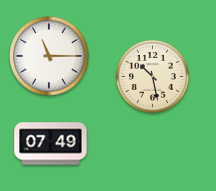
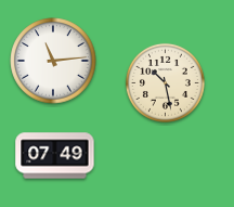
clock at (49, 56): 11:15 -> 11:14
